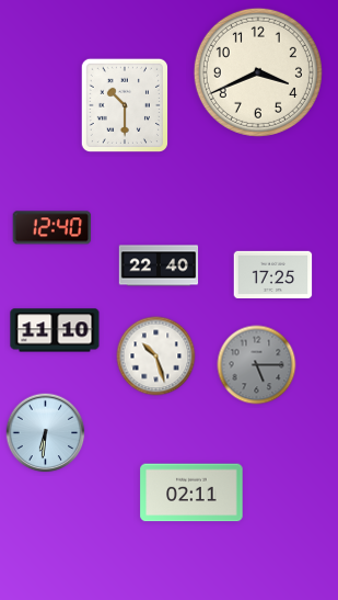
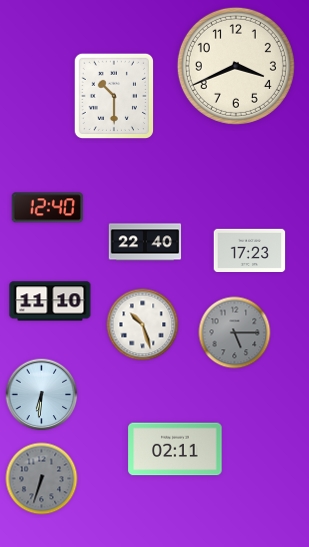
clock at (273, 274): 17:25 -> 17:23
clock at (42, 479): none -> 6:33
